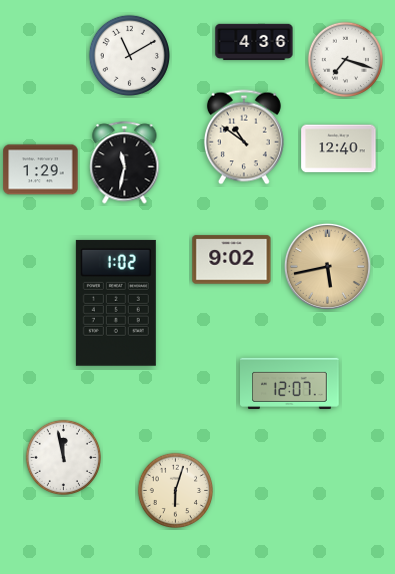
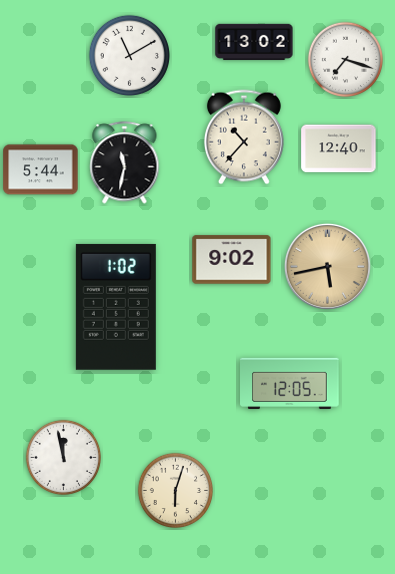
clock at (254, 42): 4:36 -> 13:02
clock at (244, 137): 10:51 -> 10:37
clock at (41, 170): 1:29 -> 5:44
clock at (116, 303) position: (116, 303) -> (116, 307)
clock at (290, 383): 12:07 -> 12:05
